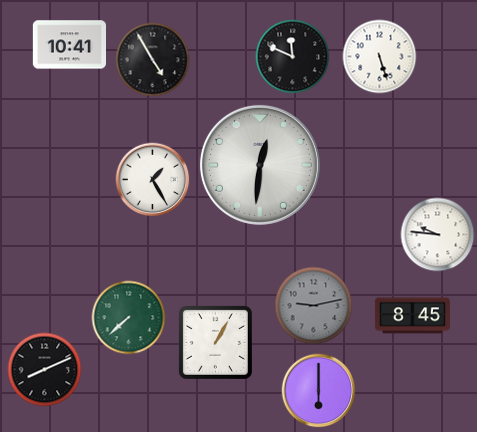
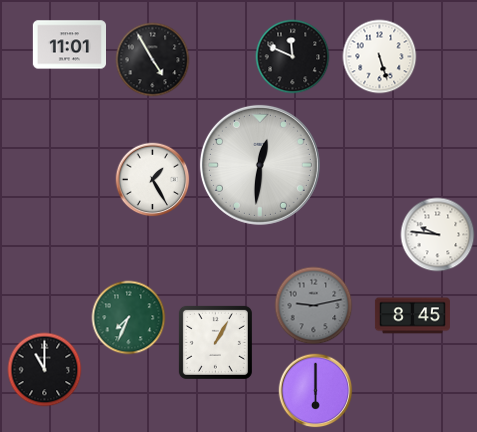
clock at (69, 45): 10:41 -> 11:01
clock at (129, 318): 7:38 -> 7:34
clock at (45, 370): 8:11 -> 11:00
clock at (319, 391) position: (319, 391) -> (316, 391)
